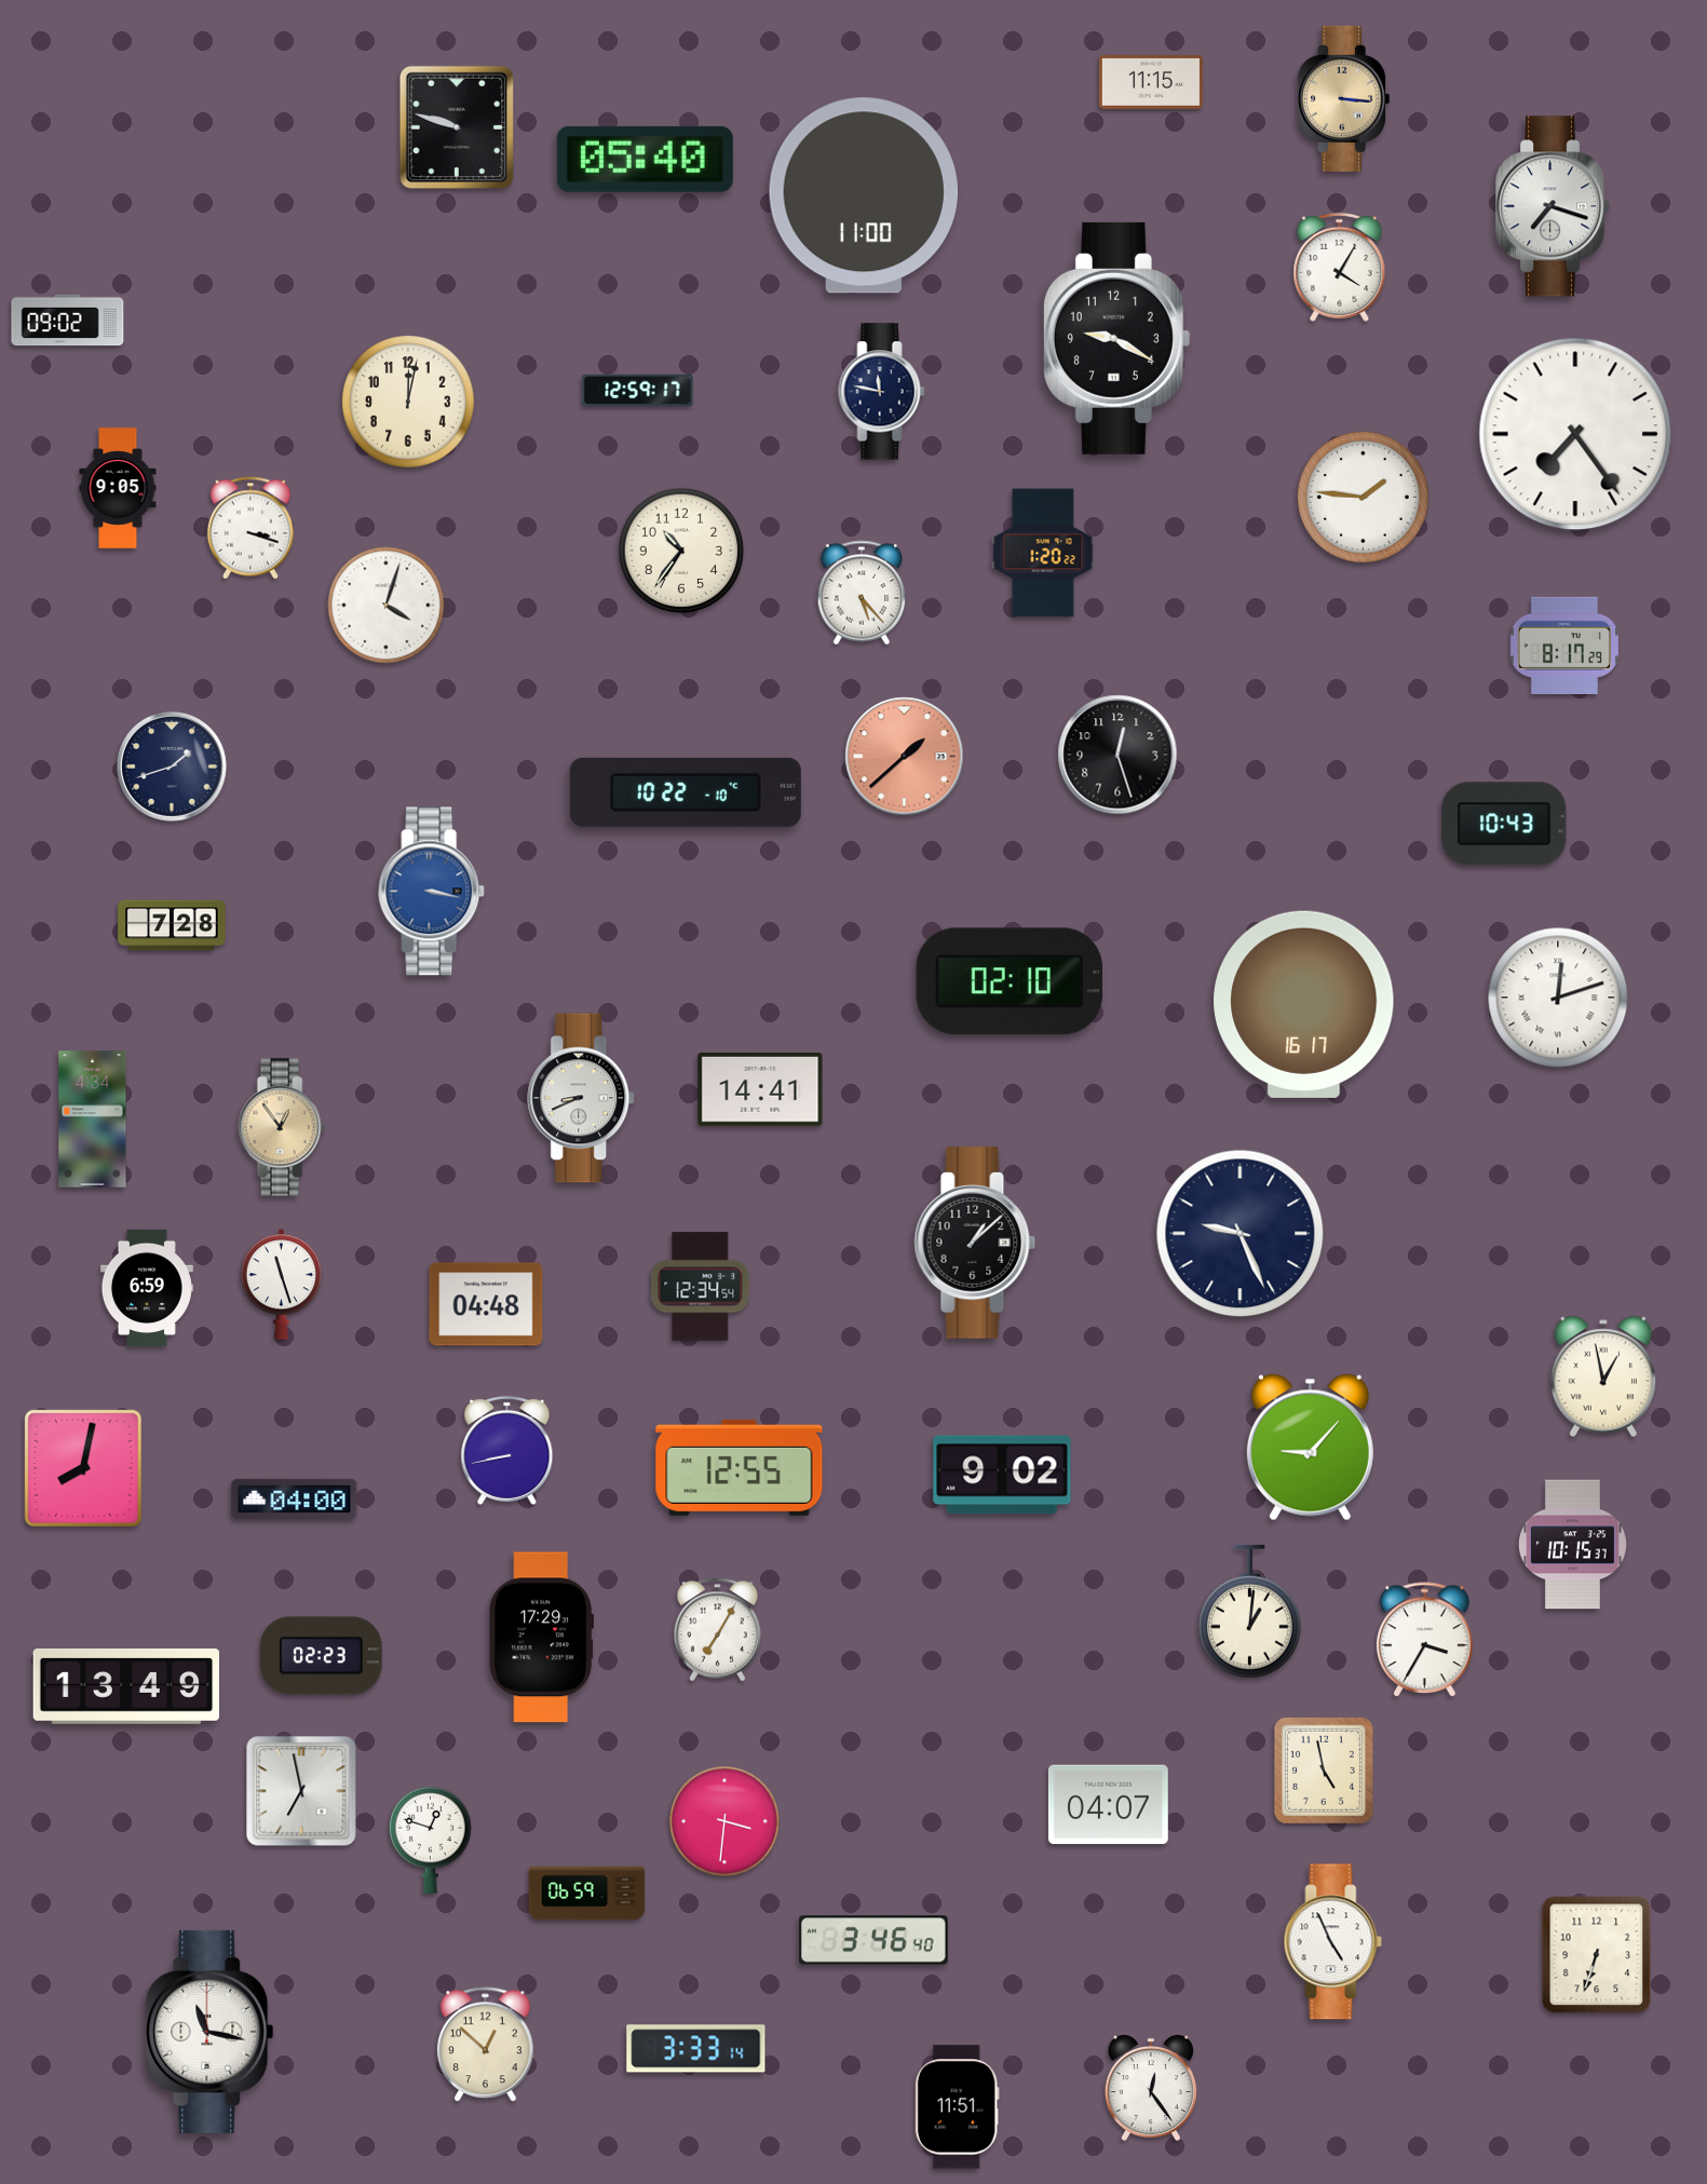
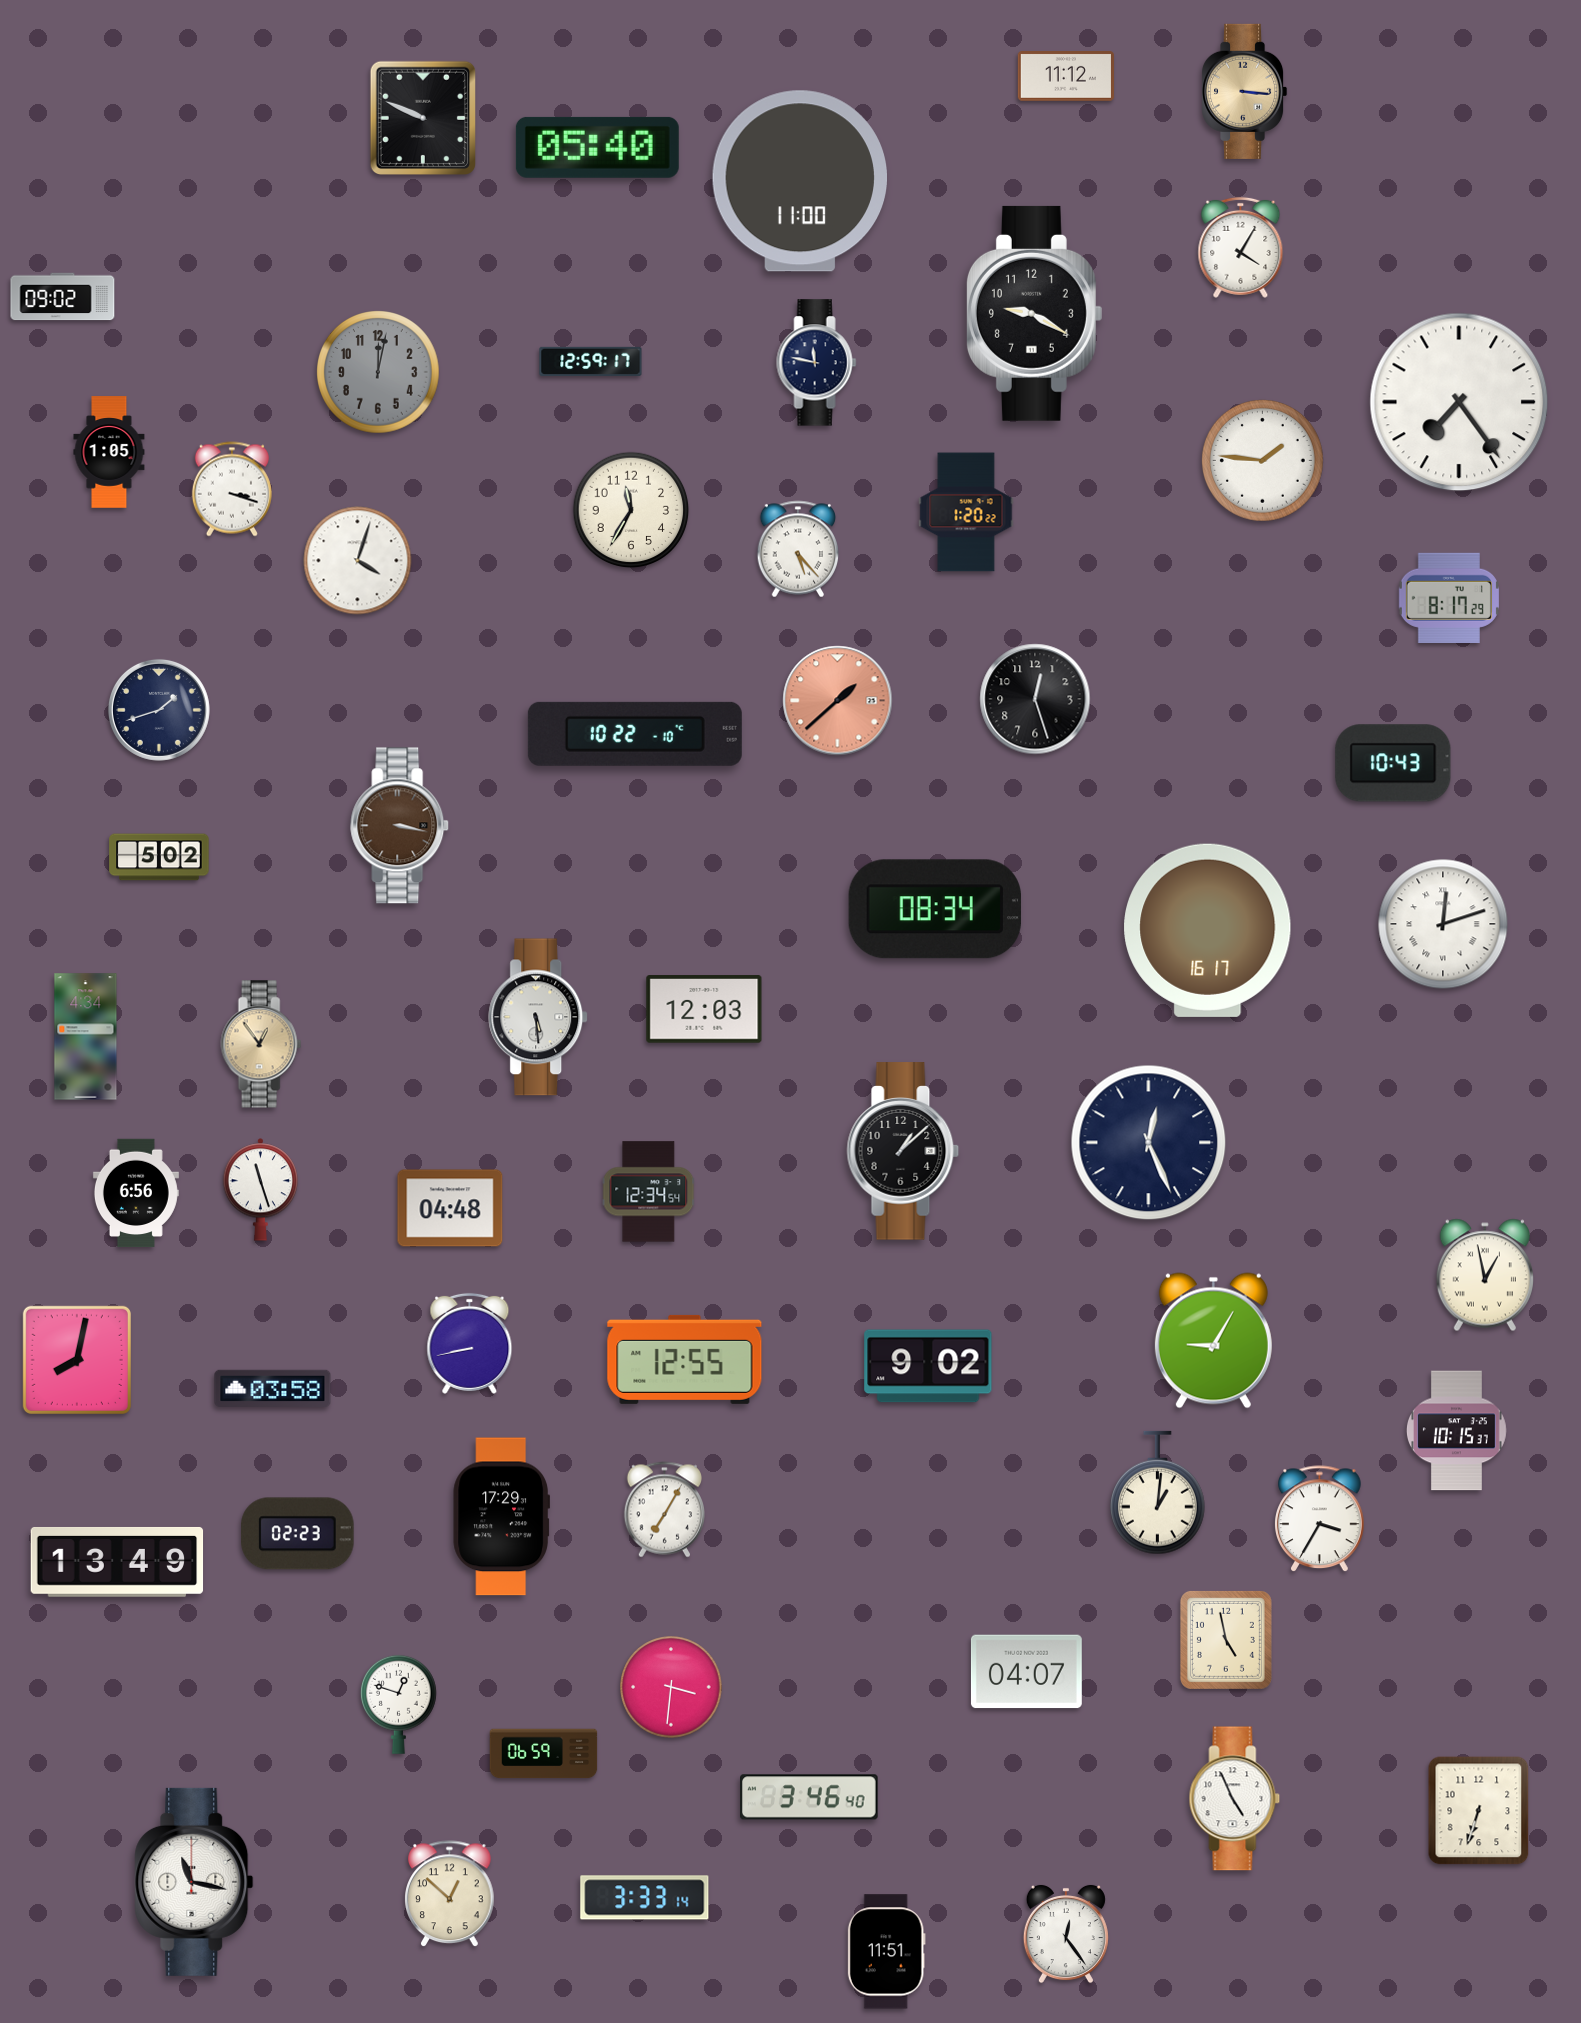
clock at (1151, 83): 11:15 -> 11:12
clock at (456, 126): 9:48 -> 9:49
clock at (1554, 206): 7:18 -> none
clock at (409, 403) dial: cream -> grey
clock at (118, 488): 9:05 -> 1:05
clock at (681, 551): 10:36 -> 11:35
clock at (432, 892) dial: blue -> brown
clock at (172, 925): 7:28 -> 5:02
clock at (1010, 981): 02:10 -> 08:34
clock at (760, 1089): 14:41 -> 12:03
clock at (582, 1098): 8:41 -> 5:29
clock at (1241, 1234): 9:26 -> 12:26
clock at (147, 1288): 6:59 -> 6:56
clock at (1310, 1448): 9:07 -> 9:05
clock at (295, 1500): 04:00 -> 03:58
clock at (301, 1791): 6:58 -> none
